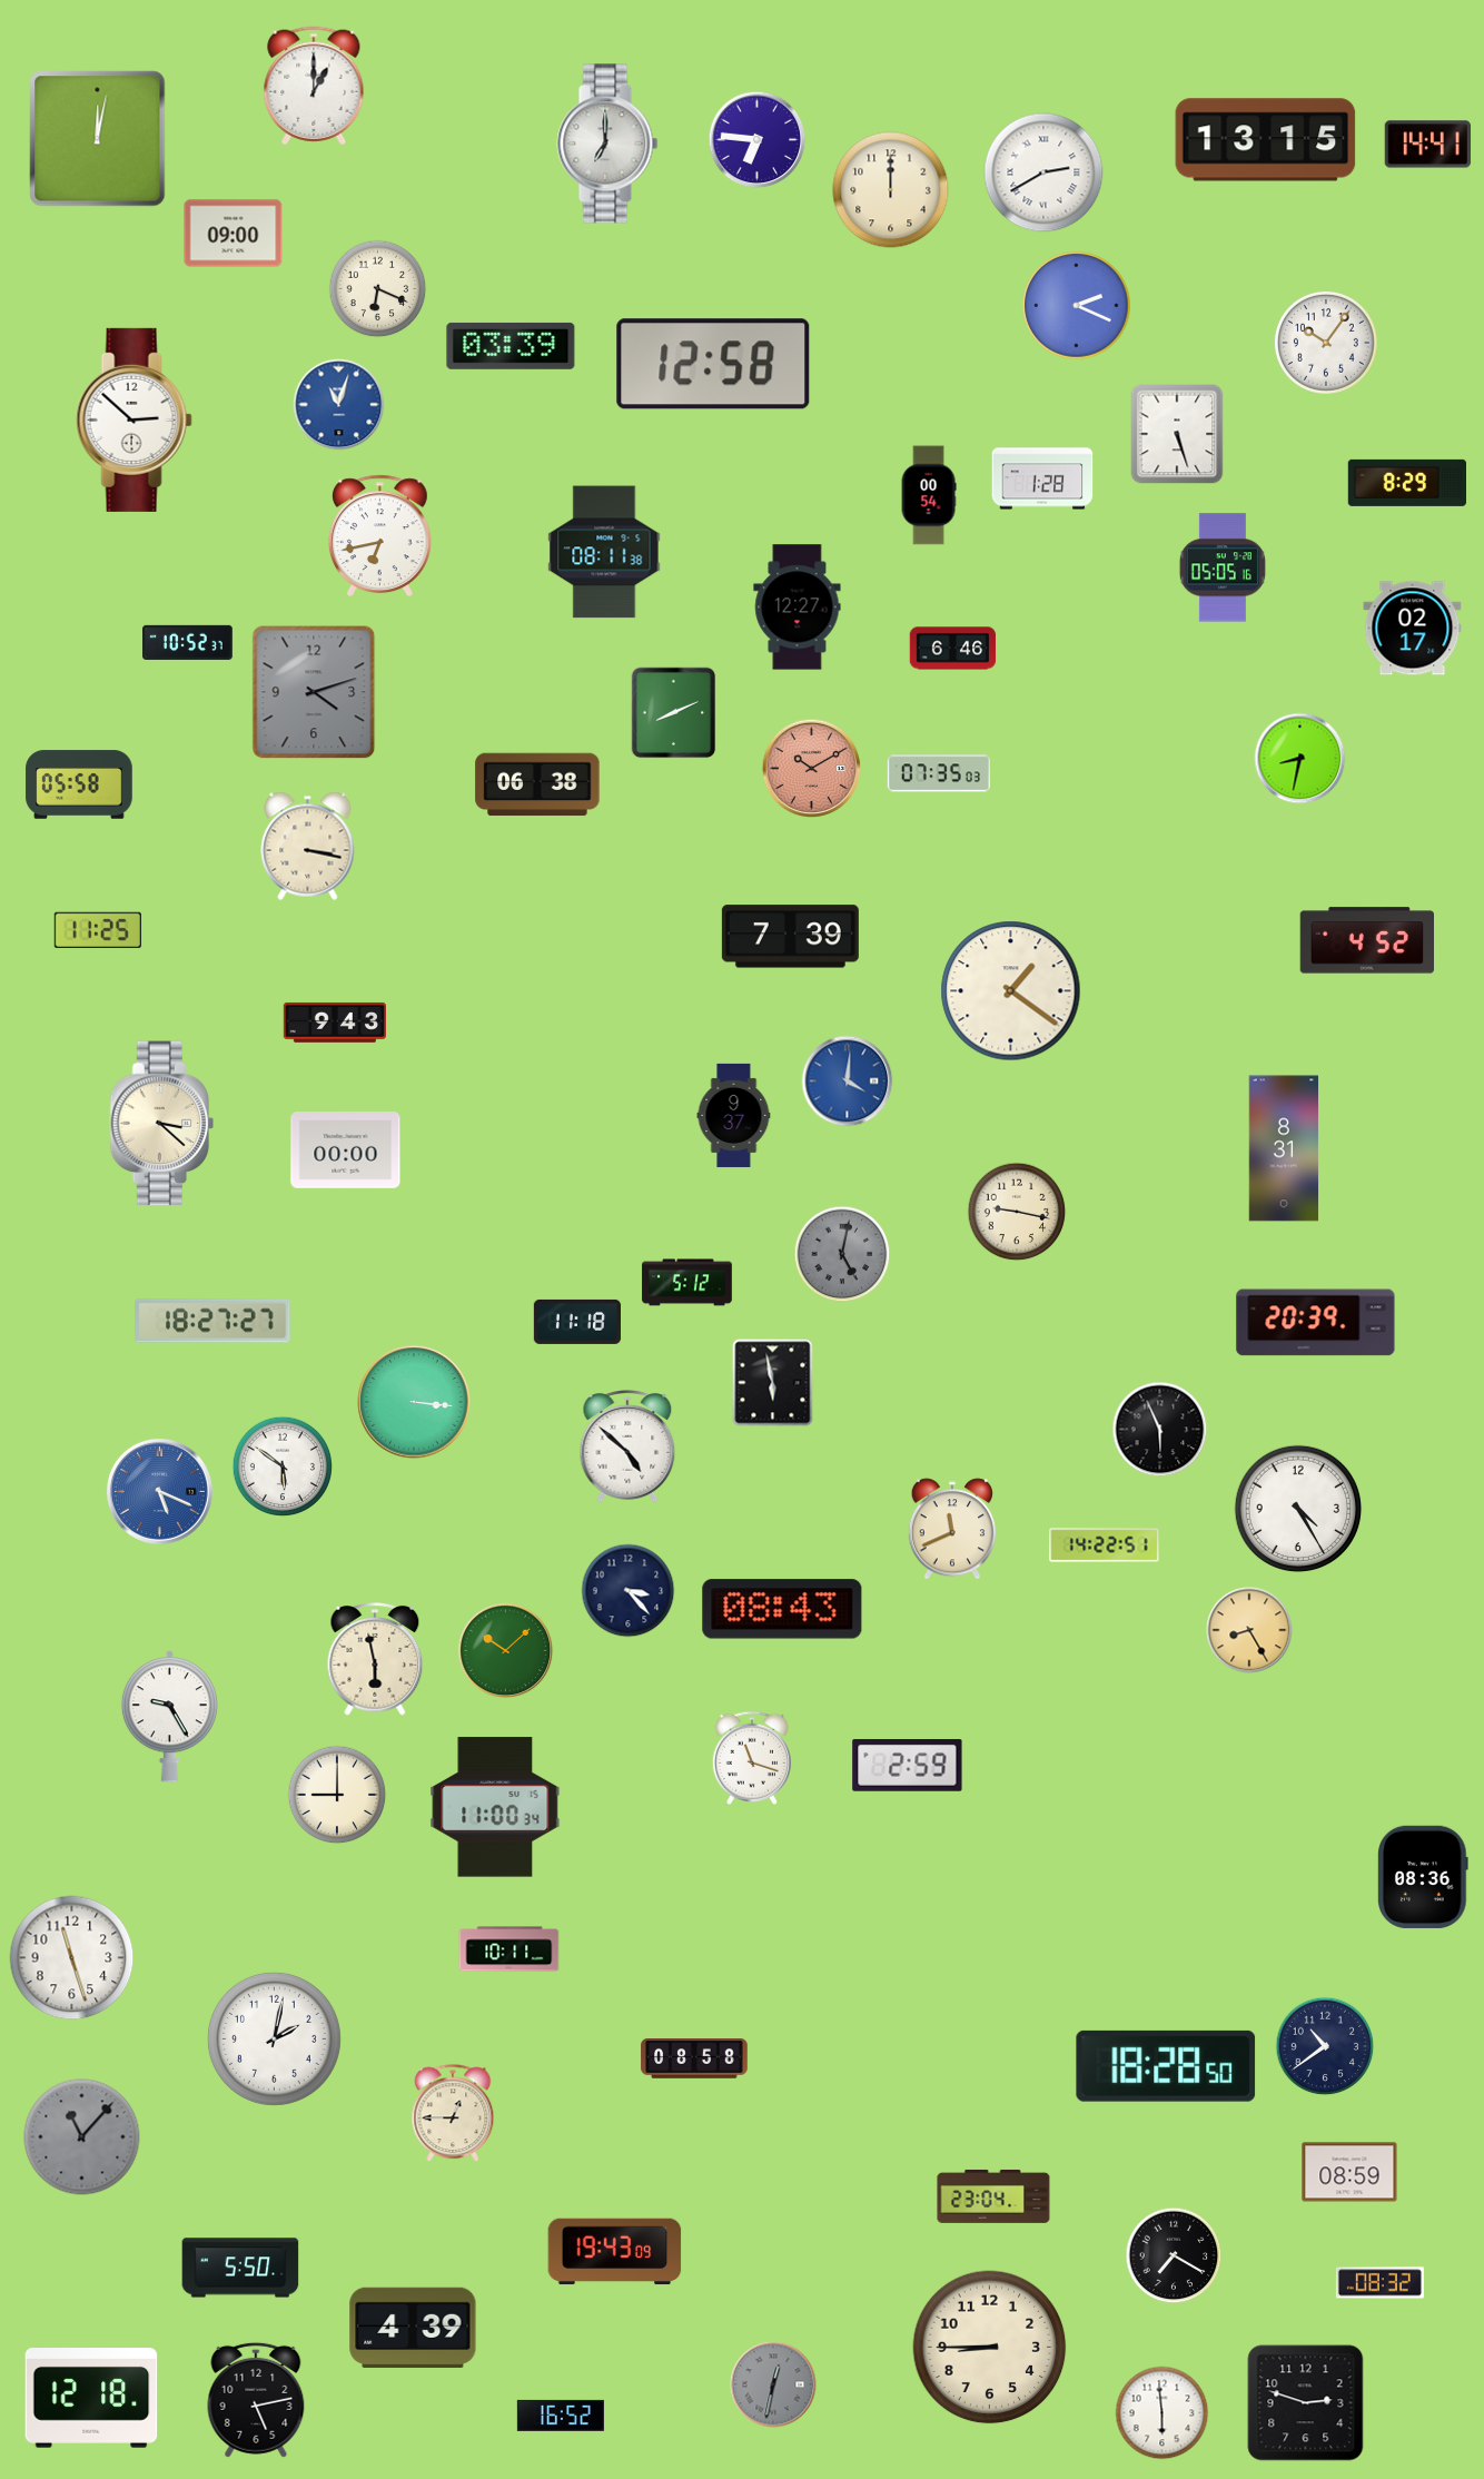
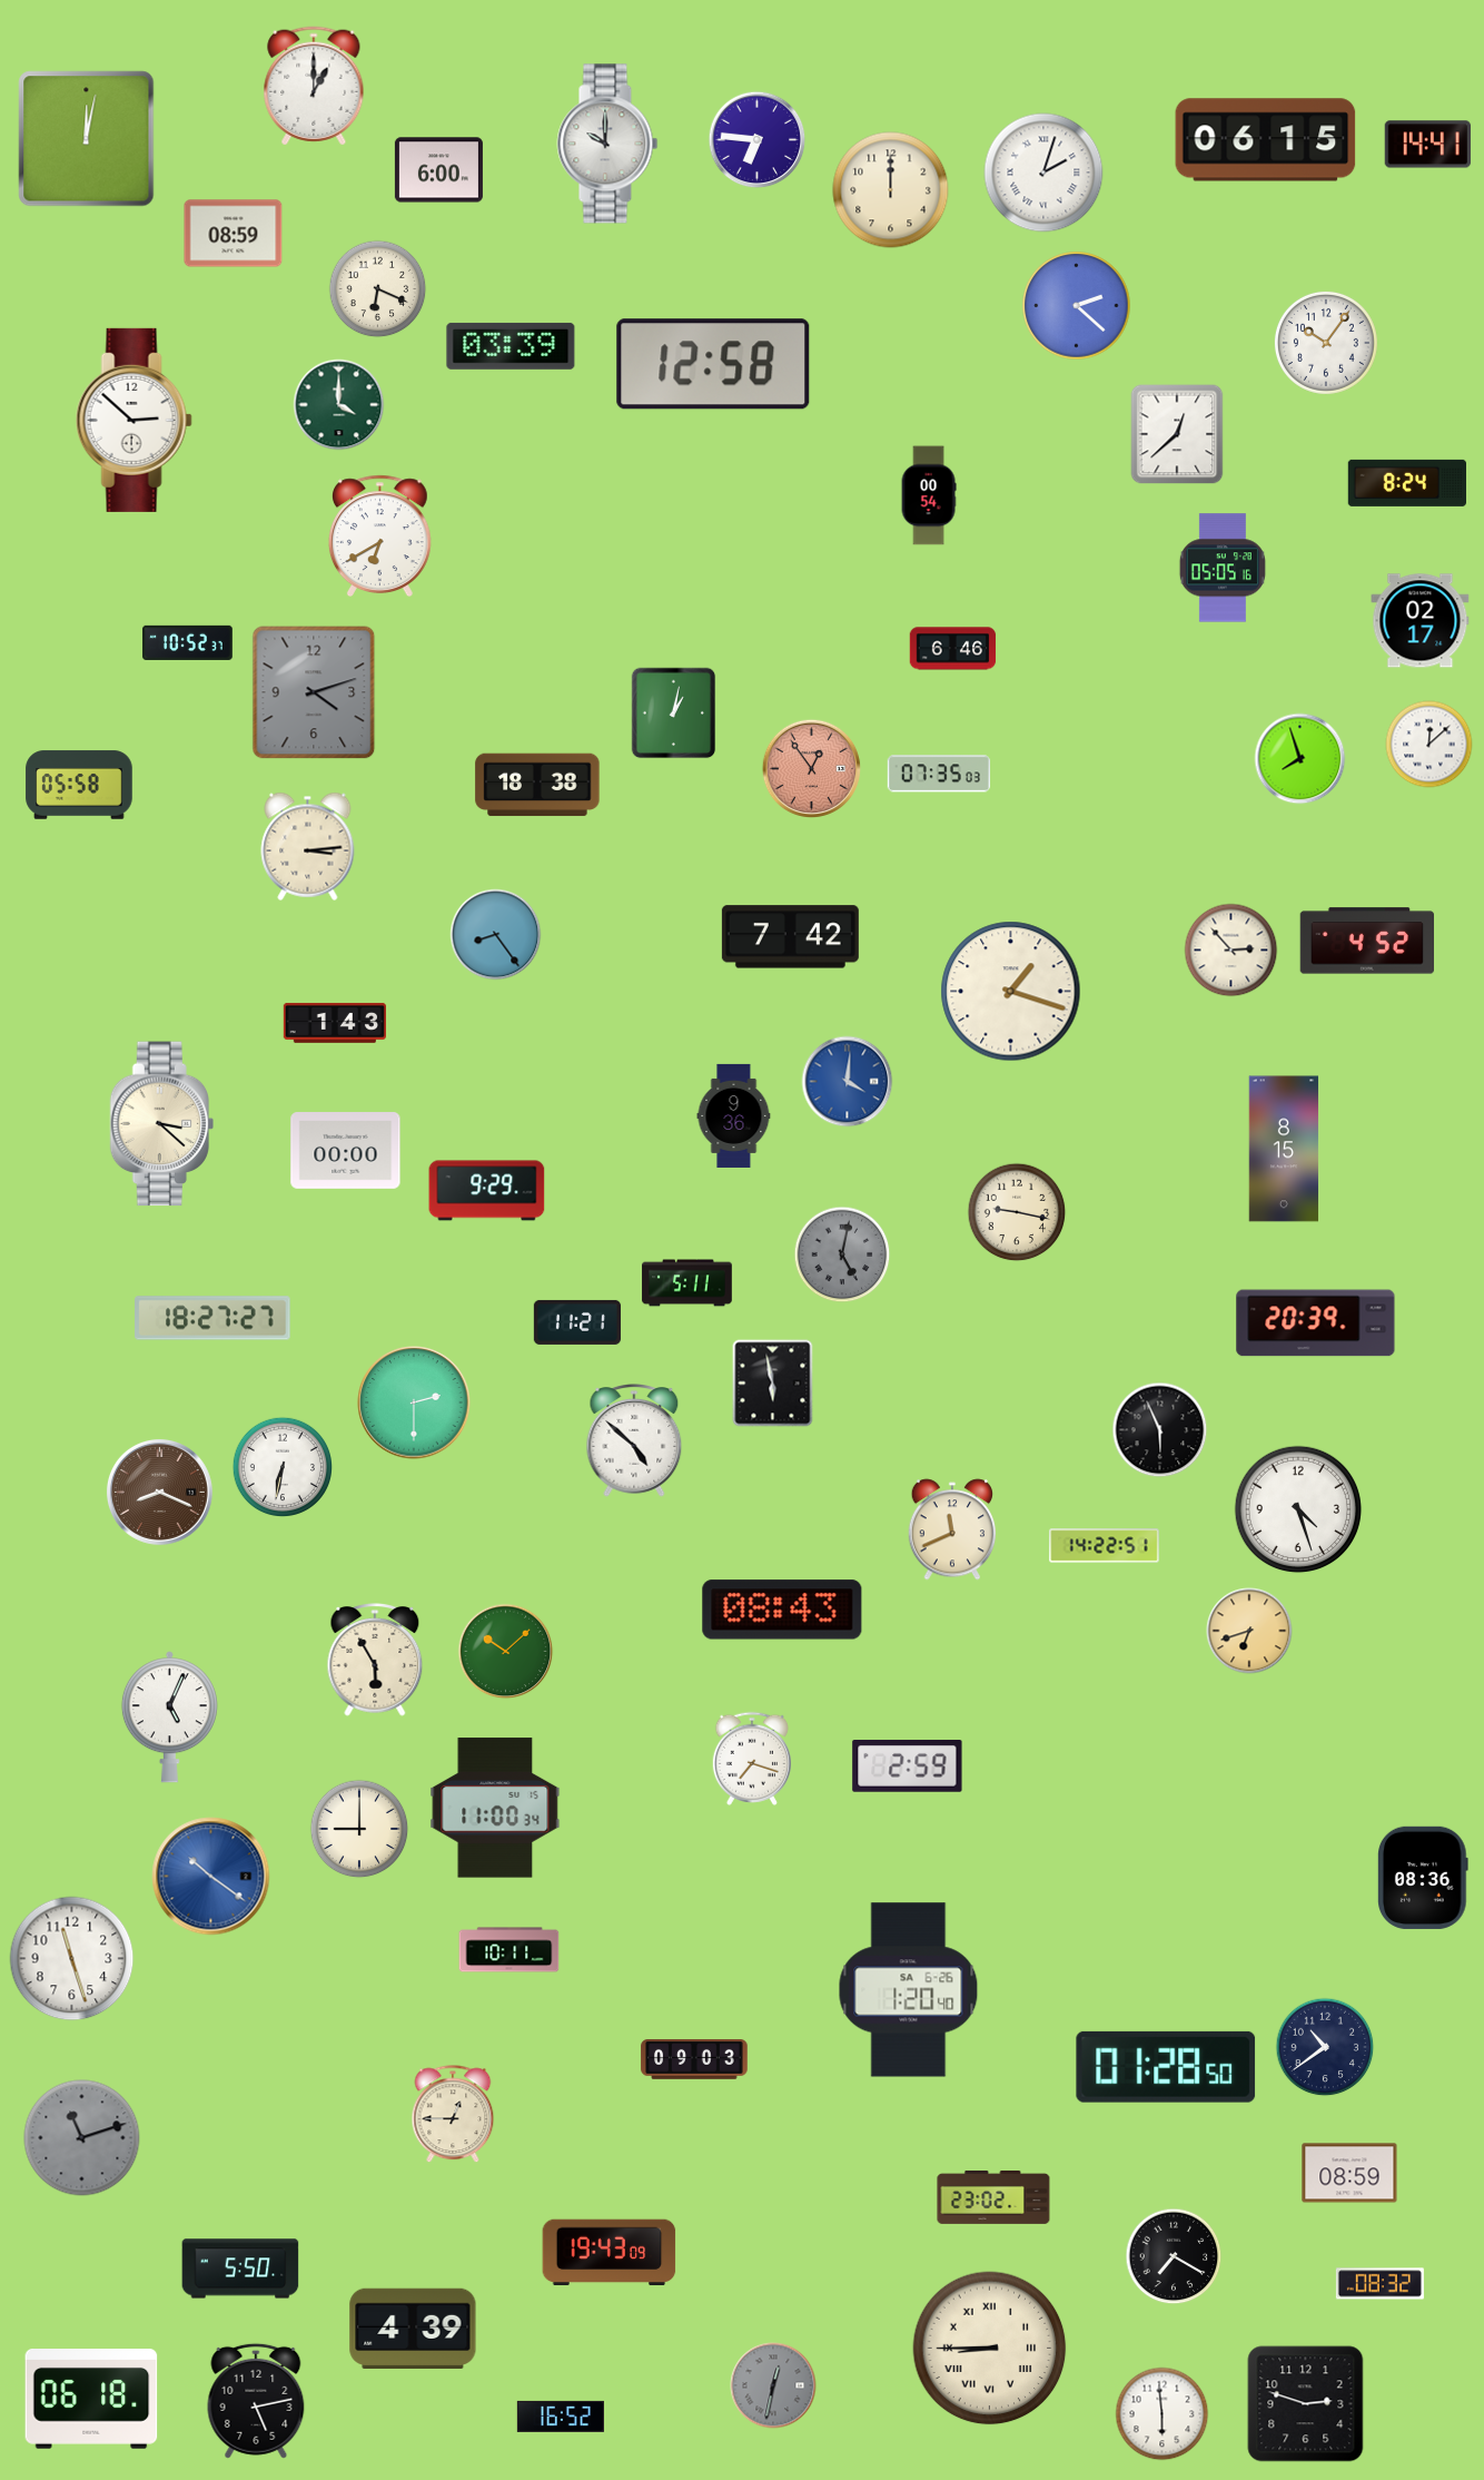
clock at (98, 139) position: (98, 139) -> (87, 139)
clock at (1266, 140): 13:15 -> 06:15
clock at (607, 144): 7:00 -> 10:00
clock at (438, 170): none -> 6:00
clock at (1043, 172): 2:40 -> 2:03
clock at (234, 234): 09:00 -> 08:59
clock at (1077, 306): 2:19 -> 2:22
clock at (339, 405): 11:03 -> 4:00
clock at (339, 405) dial: blue -> green
clock at (1177, 434): 5:27 -> 12:38
clock at (1042, 478): 1:28 -> none
clock at (1406, 483): 8:29 -> 8:24
clock at (379, 535): 6:43 -> 6:40
clock at (604, 552): 08:11 -> none
clock at (798, 608): 12:27 -> none
clock at (1413, 629) position: (1413, 629) -> (1421, 621)
clock at (674, 713): 8:11 -> 1:02
clock at (1429, 745): none -> 12:08
clock at (1300, 759): 8:32 -> 7:57
clock at (812, 769): 10:10 -> 12:54
clock at (537, 784): 06:38 -> 18:38
clock at (308, 846): 3:17 -> 3:14
clock at (98, 930): 11:25 -> none
clock at (496, 935): none -> 8:24
clock at (790, 937): 7:39 -> 7:42
clock at (1231, 951): none -> 2:53
clock at (1011, 991): 1:21 -> 1:18
clock at (334, 1023): 9:43 -> 1:43
clock at (734, 1115): 9:37 -> 9:36
clock at (1284, 1148): 8:31 -> 8:15
clock at (487, 1191): none -> 9:29
clock at (687, 1283): 5:12 -> 5:11
clock at (212, 1321) position: (212, 1321) -> (212, 1318)
clock at (577, 1322): 11:18 -> 11:21
clock at (414, 1402): 3:16 -> 2:30
clock at (627, 1446) position: (627, 1446) -> (634, 1440)
clock at (281, 1465): 5:51 -> 6:32
clock at (159, 1491): 5:19 -> 8:19
clock at (159, 1491) dial: blue -> brown
clock at (1298, 1509): 4:25 -> 4:27
clock at (629, 1591): 3:23 -> none
clock at (1249, 1630): 8:25 -> 6:42
clock at (375, 1659): 5:58 -> 5:55
clock at (169, 1717): 9:25 -> 5:04
clock at (752, 1758): 11:18 -> 7:18
clock at (337, 1795) position: (337, 1795) -> (359, 1829)
clock at (211, 1877): none -> 10:21
clock at (909, 1990): none -> 1:20
clock at (274, 2038): 2:02 -> none
clock at (694, 2060): 08:58 -> 09:03
clock at (1166, 2066): 18:28 -> 01:28
clock at (82, 2137): 11:07 -> 11:12
clock at (993, 2196): 23:04 -> 23:02
clock at (615, 2252) position: (615, 2252) -> (610, 2253)
clock at (990, 2348) numerals: Arabic -> Roman
clock at (91, 2399): 12:18 -> 06:18
